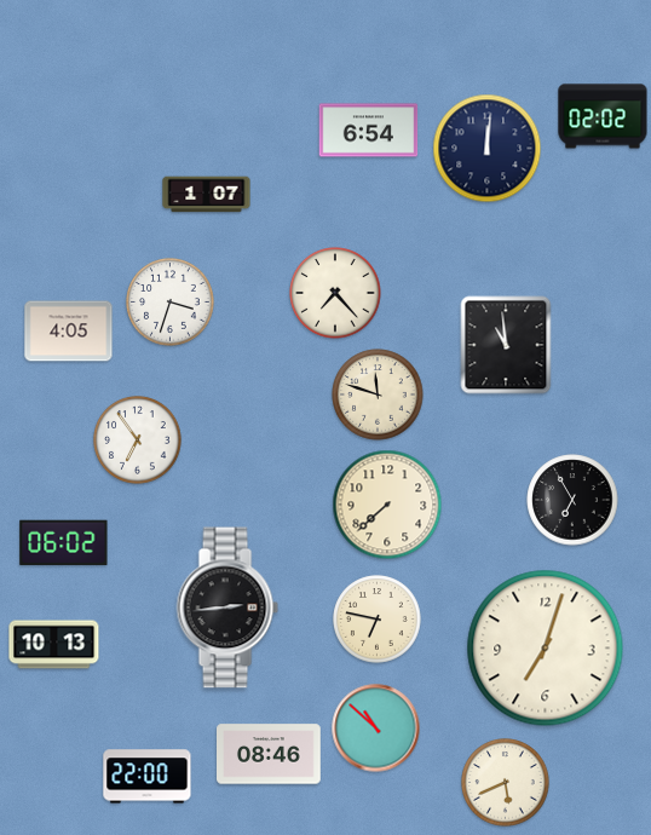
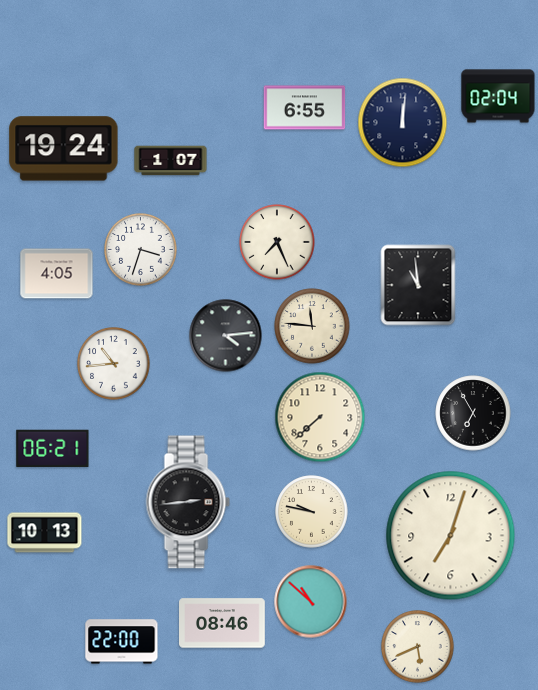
clock at (603, 116): 02:02 -> 02:04
clock at (369, 131): 6:54 -> 6:55
clock at (64, 149): none -> 19:24
clock at (335, 293): 7:23 -> 7:26
clock at (378, 395): 11:48 -> 11:46
clock at (226, 336): none -> 4:14
clock at (138, 440): 6:54 -> 10:44
clock at (64, 542): 06:02 -> 06:21
clock at (378, 620): 6:47 -> 9:47
